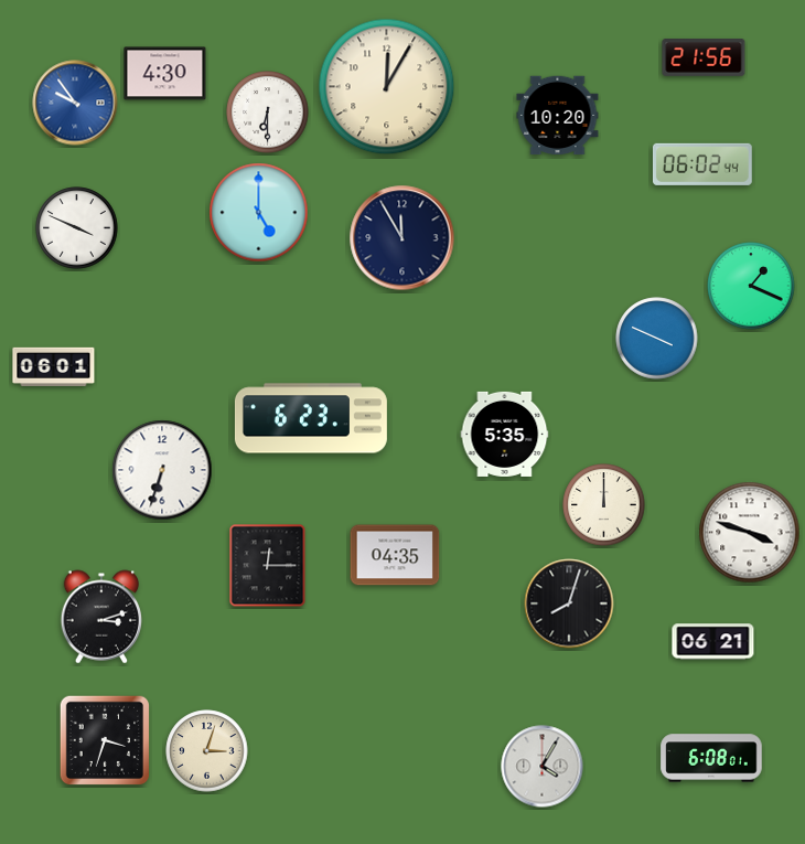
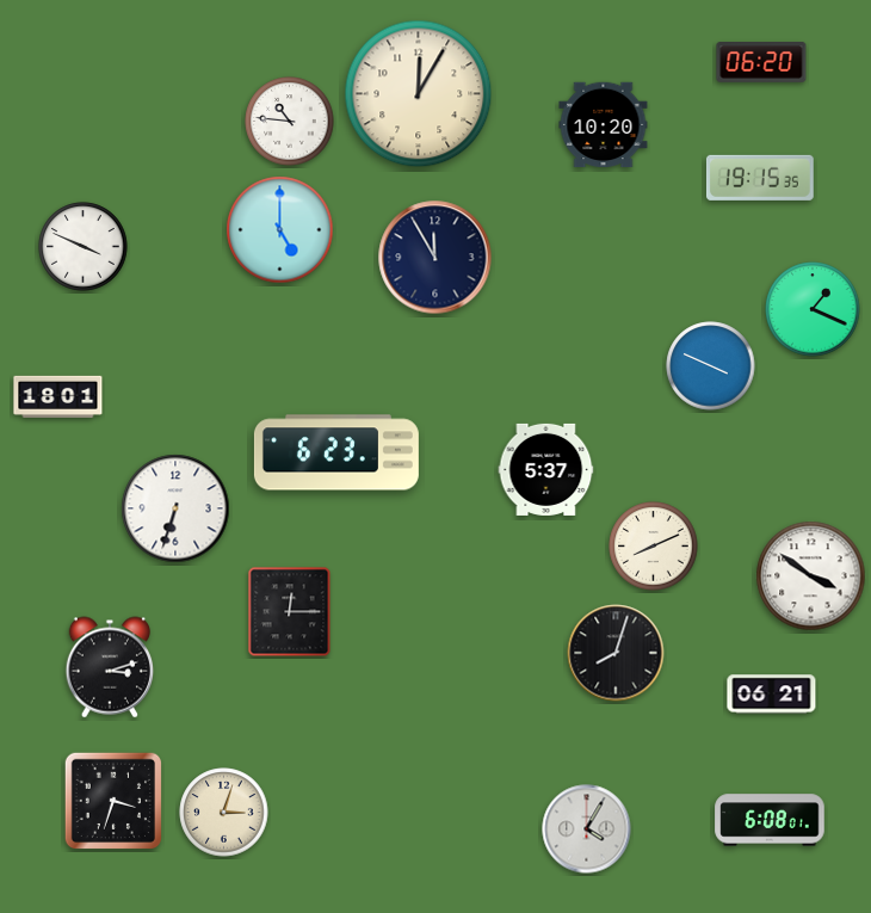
clock at (704, 57): 21:56 -> 06:20
clock at (165, 74): 4:30 -> none
clock at (75, 103): 9:54 -> none
clock at (268, 113): 6:30 -> 10:46
clock at (702, 164): 06:02 -> 19:15
clock at (54, 366): 06:01 -> 18:01
clock at (505, 434): 5:35 -> 5:37
clock at (604, 505): 12:00 -> 8:11
clock at (750, 533): 3:48 -> 3:51
clock at (395, 555): 04:35 -> none
